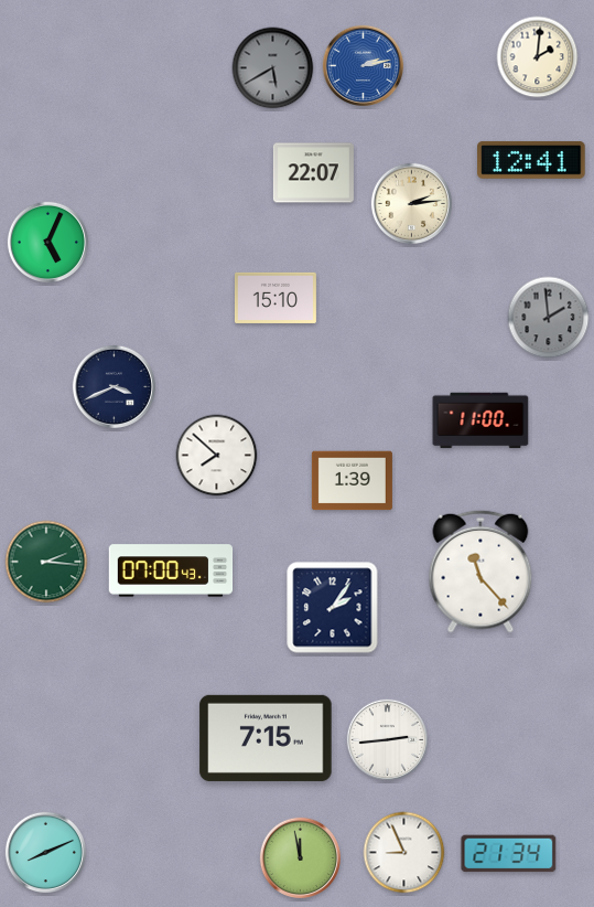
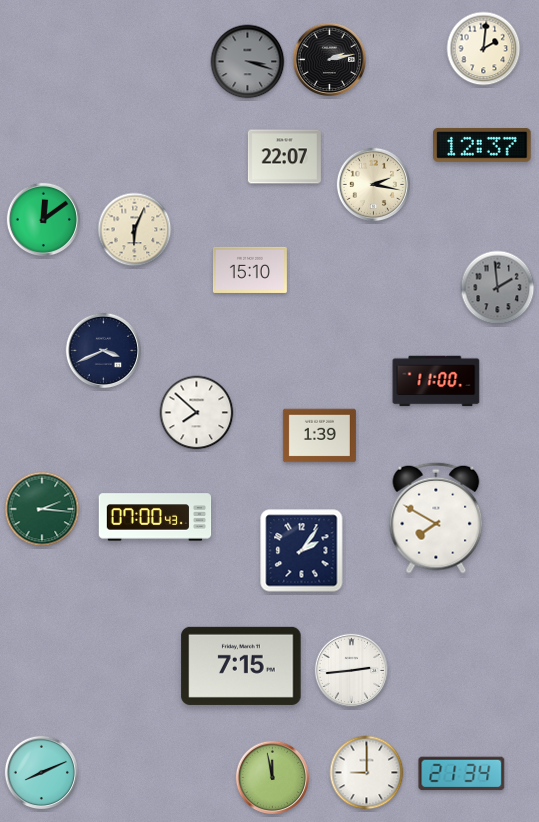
clock at (538, 57) position: (538, 57) -> (484, 49)
clock at (363, 65) dial: blue -> black
clock at (273, 68): 5:40 -> 3:18
clock at (531, 160): 12:41 -> 12:37
clock at (411, 203): 2:14 -> 2:17
clock at (47, 242): 5:04 -> 12:09
clock at (135, 230): none -> 6:04
clock at (480, 572): 11:23 -> 7:50
clock at (266, 738) position: (266, 738) -> (241, 666)
clock at (404, 853): 8:56 -> 9:00
